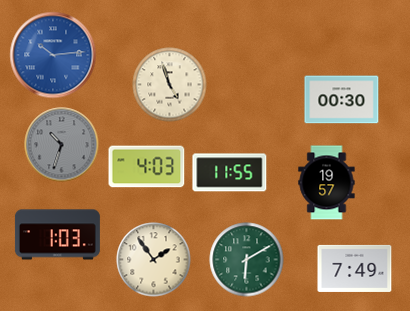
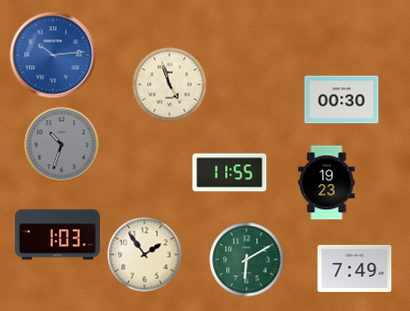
clock at (147, 167): 4:03 -> none
clock at (327, 183): 19:57 -> 19:23
clock at (154, 260) position: (154, 260) -> (145, 255)
